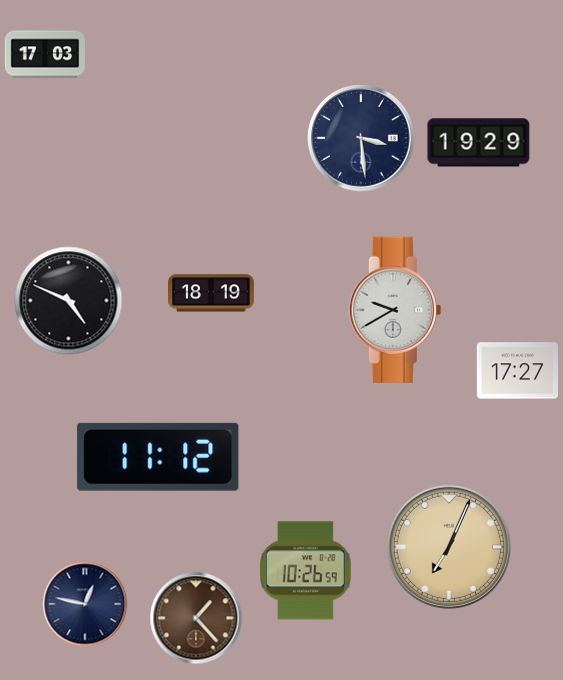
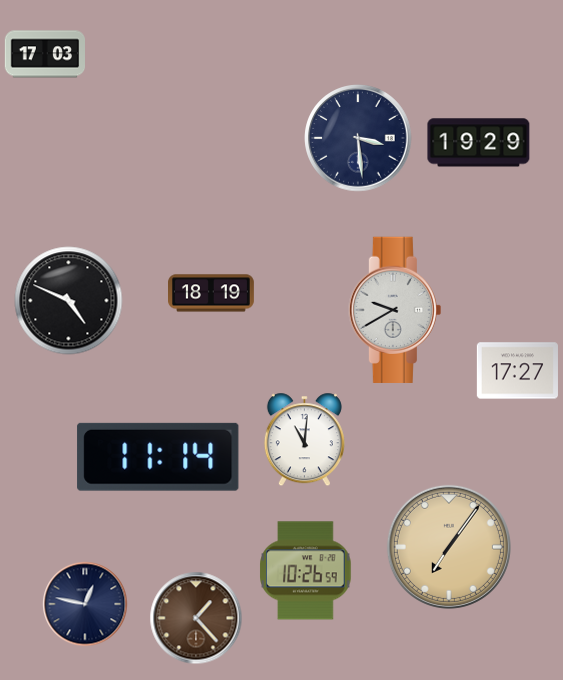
clock at (361, 138) position: (361, 138) -> (358, 138)
clock at (304, 440): none -> 11:01
clock at (158, 457): 11:12 -> 11:14
clock at (449, 547): 7:04 -> 7:06
